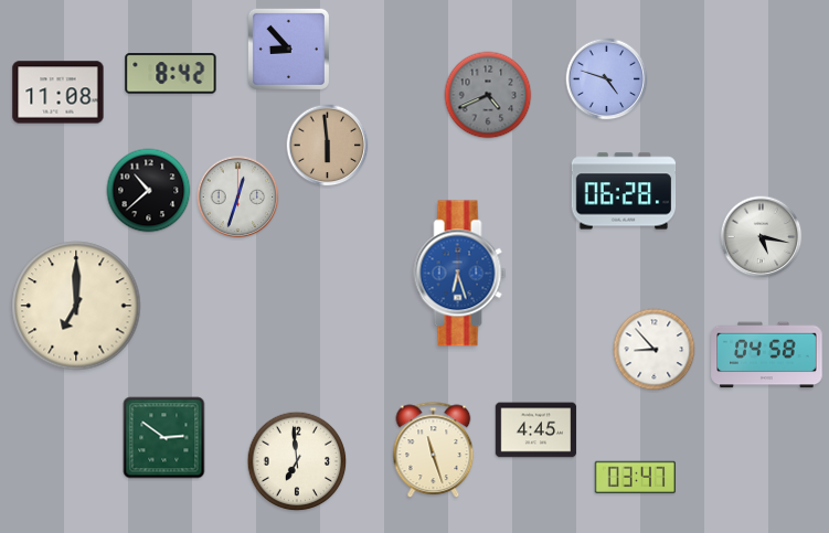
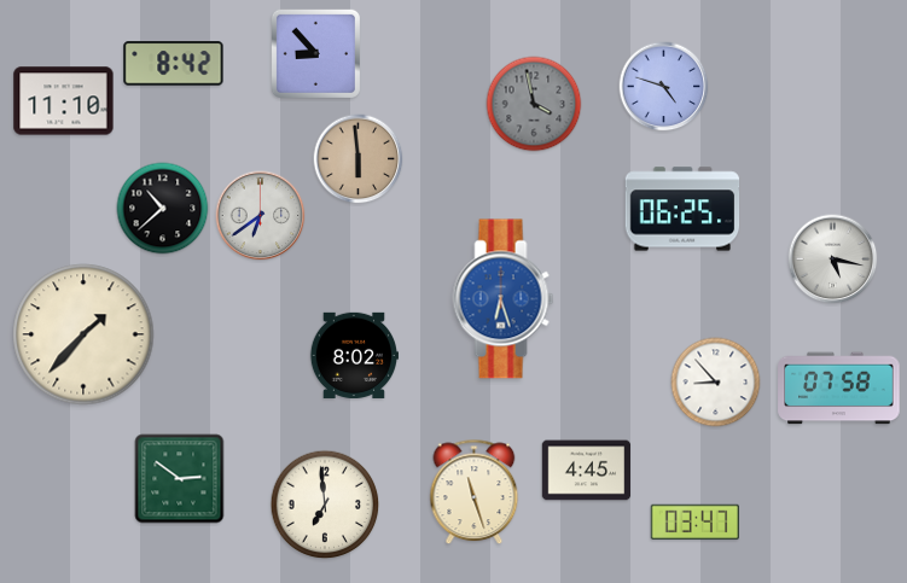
clock at (171, 74) position: (171, 74) -> (174, 64)
clock at (59, 93): 11:08 -> 11:10
clock at (488, 95): 4:41 -> 3:58
clock at (624, 191): 06:28 -> 06:25
clock at (238, 198): 12:33 -> 6:39
clock at (76, 306): 7:00 -> 1:37
clock at (354, 355): none -> 8:02
clock at (767, 355): 04:58 -> 07:58
